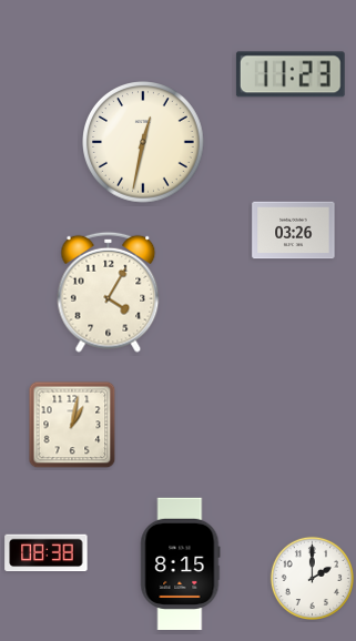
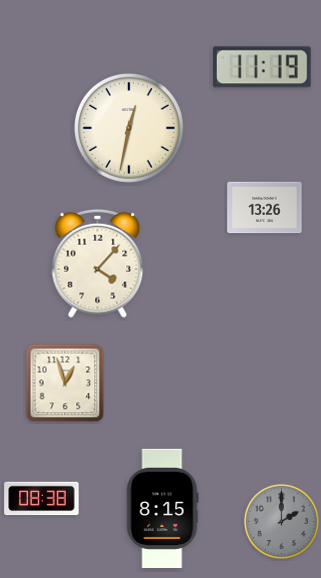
clock at (291, 74): 11:23 -> 11:19
clock at (294, 231): 03:26 -> 13:26
clock at (109, 292): 4:05 -> 4:07
clock at (72, 425): 1:02 -> 12:57
clock at (312, 578) dial: white -> grey
